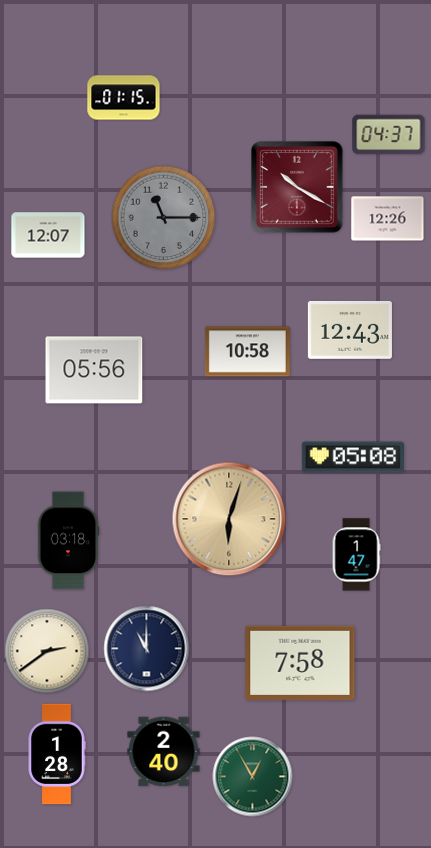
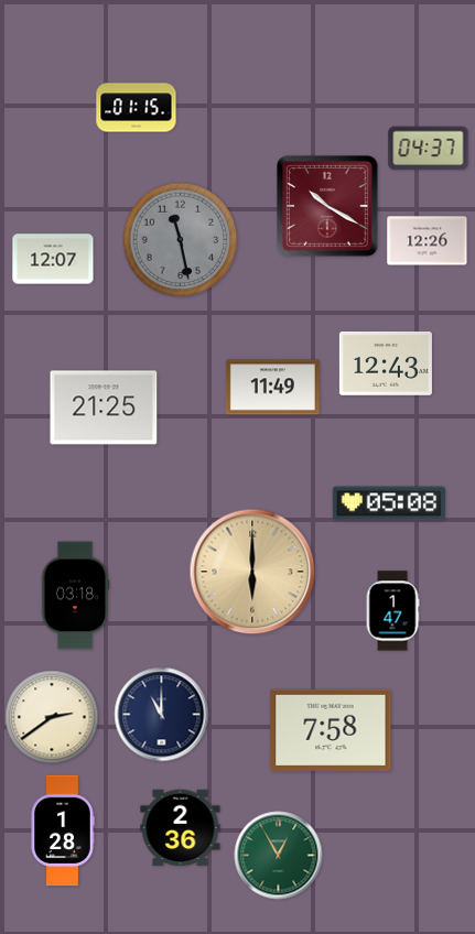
clock at (164, 218): 11:15 -> 11:28
clock at (247, 352): 10:58 -> 11:49
clock at (94, 370): 05:56 -> 21:25
clock at (229, 519): 6:03 -> 6:00
clock at (164, 752): 2:40 -> 2:36
